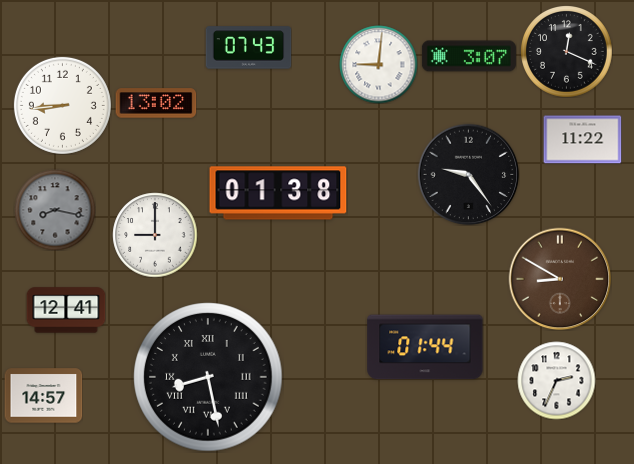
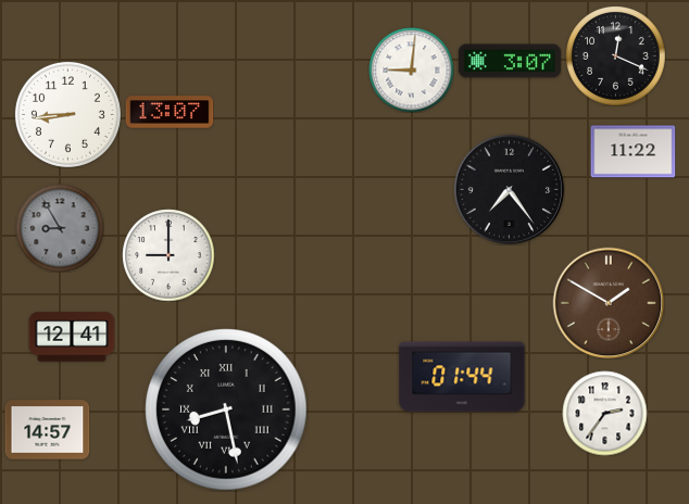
clock at (248, 48): 07:43 -> none
clock at (156, 103): 13:02 -> 13:07
clock at (468, 174): 9:24 -> 7:24
clock at (278, 193): 01:38 -> none
clock at (55, 210): 8:17 -> 8:55
clock at (560, 279): 8:50 -> 1:50
clock at (556, 380): 2:34 -> 2:36
